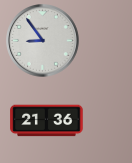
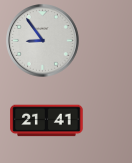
clock at (47, 121): 21:36 -> 21:41
